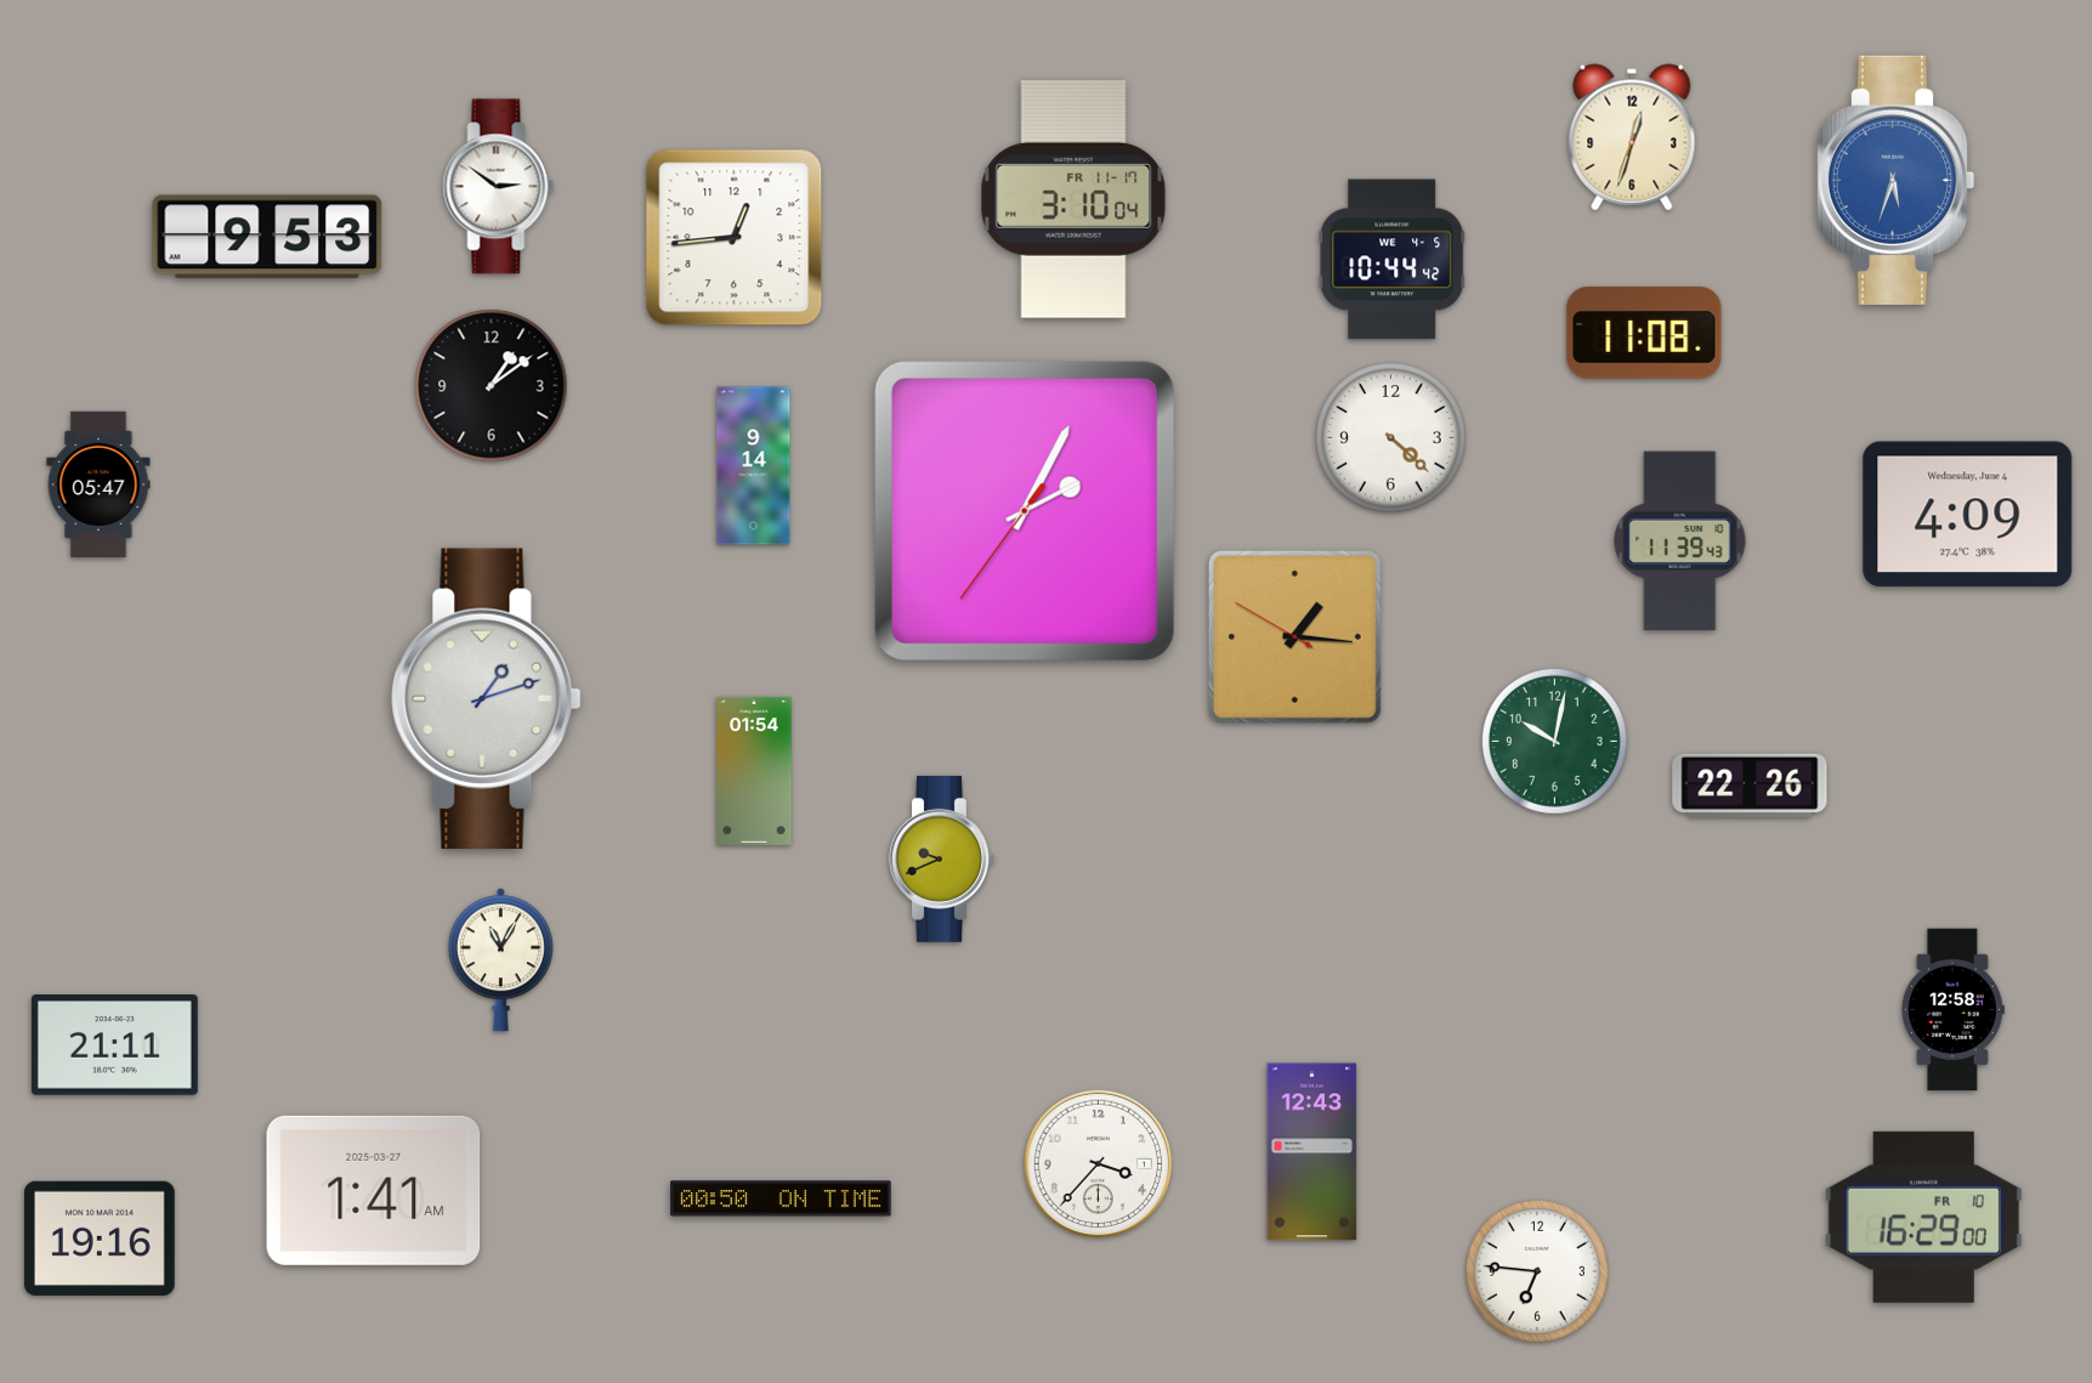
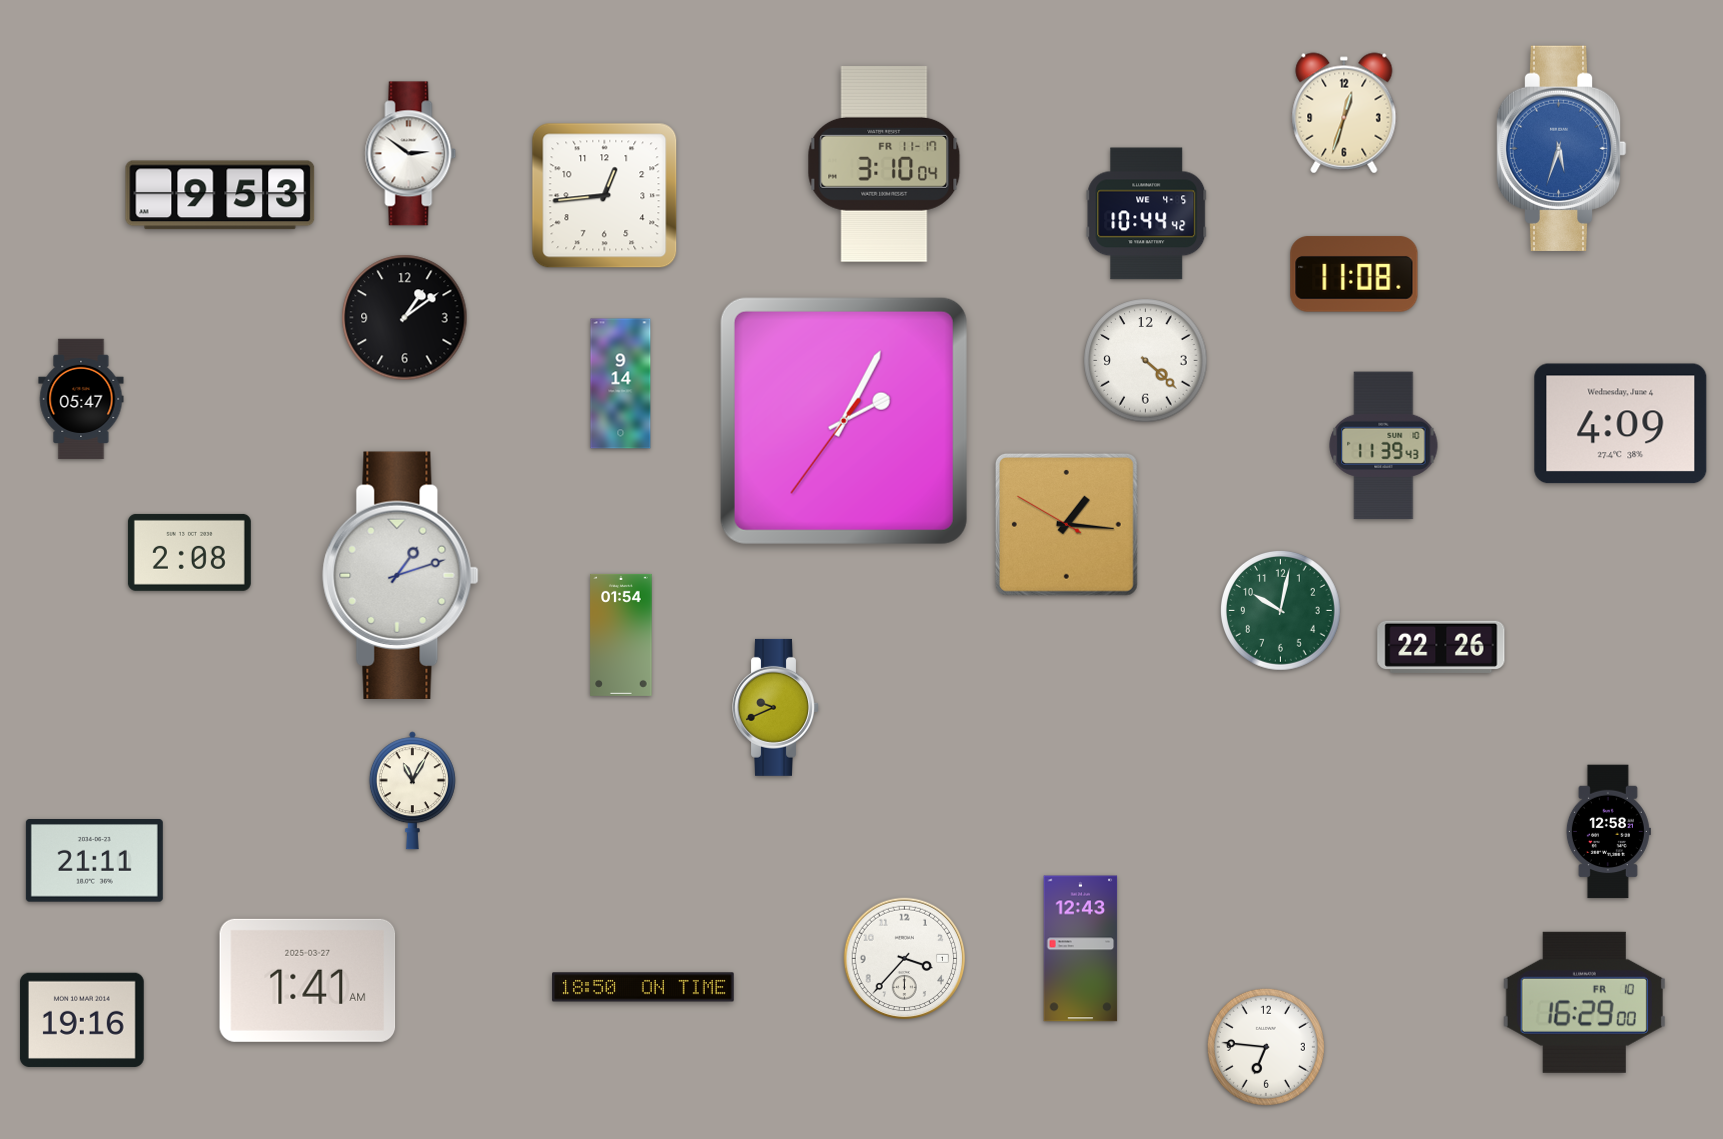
clock at (189, 552): none -> 2:08
clock at (781, 1198): 00:50 -> 18:50
